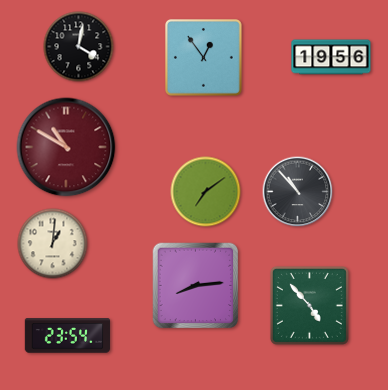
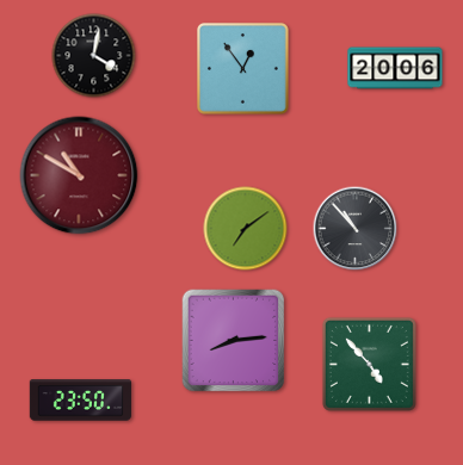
clock at (331, 57): 19:56 -> 20:06
clock at (53, 244): 1:01 -> none
clock at (68, 336): 23:54 -> 23:50
